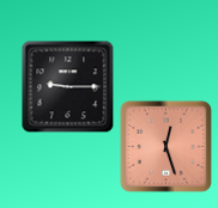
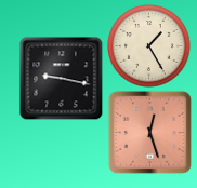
clock at (149, 46): none -> 1:25
clock at (67, 86): 9:15 -> 9:17
